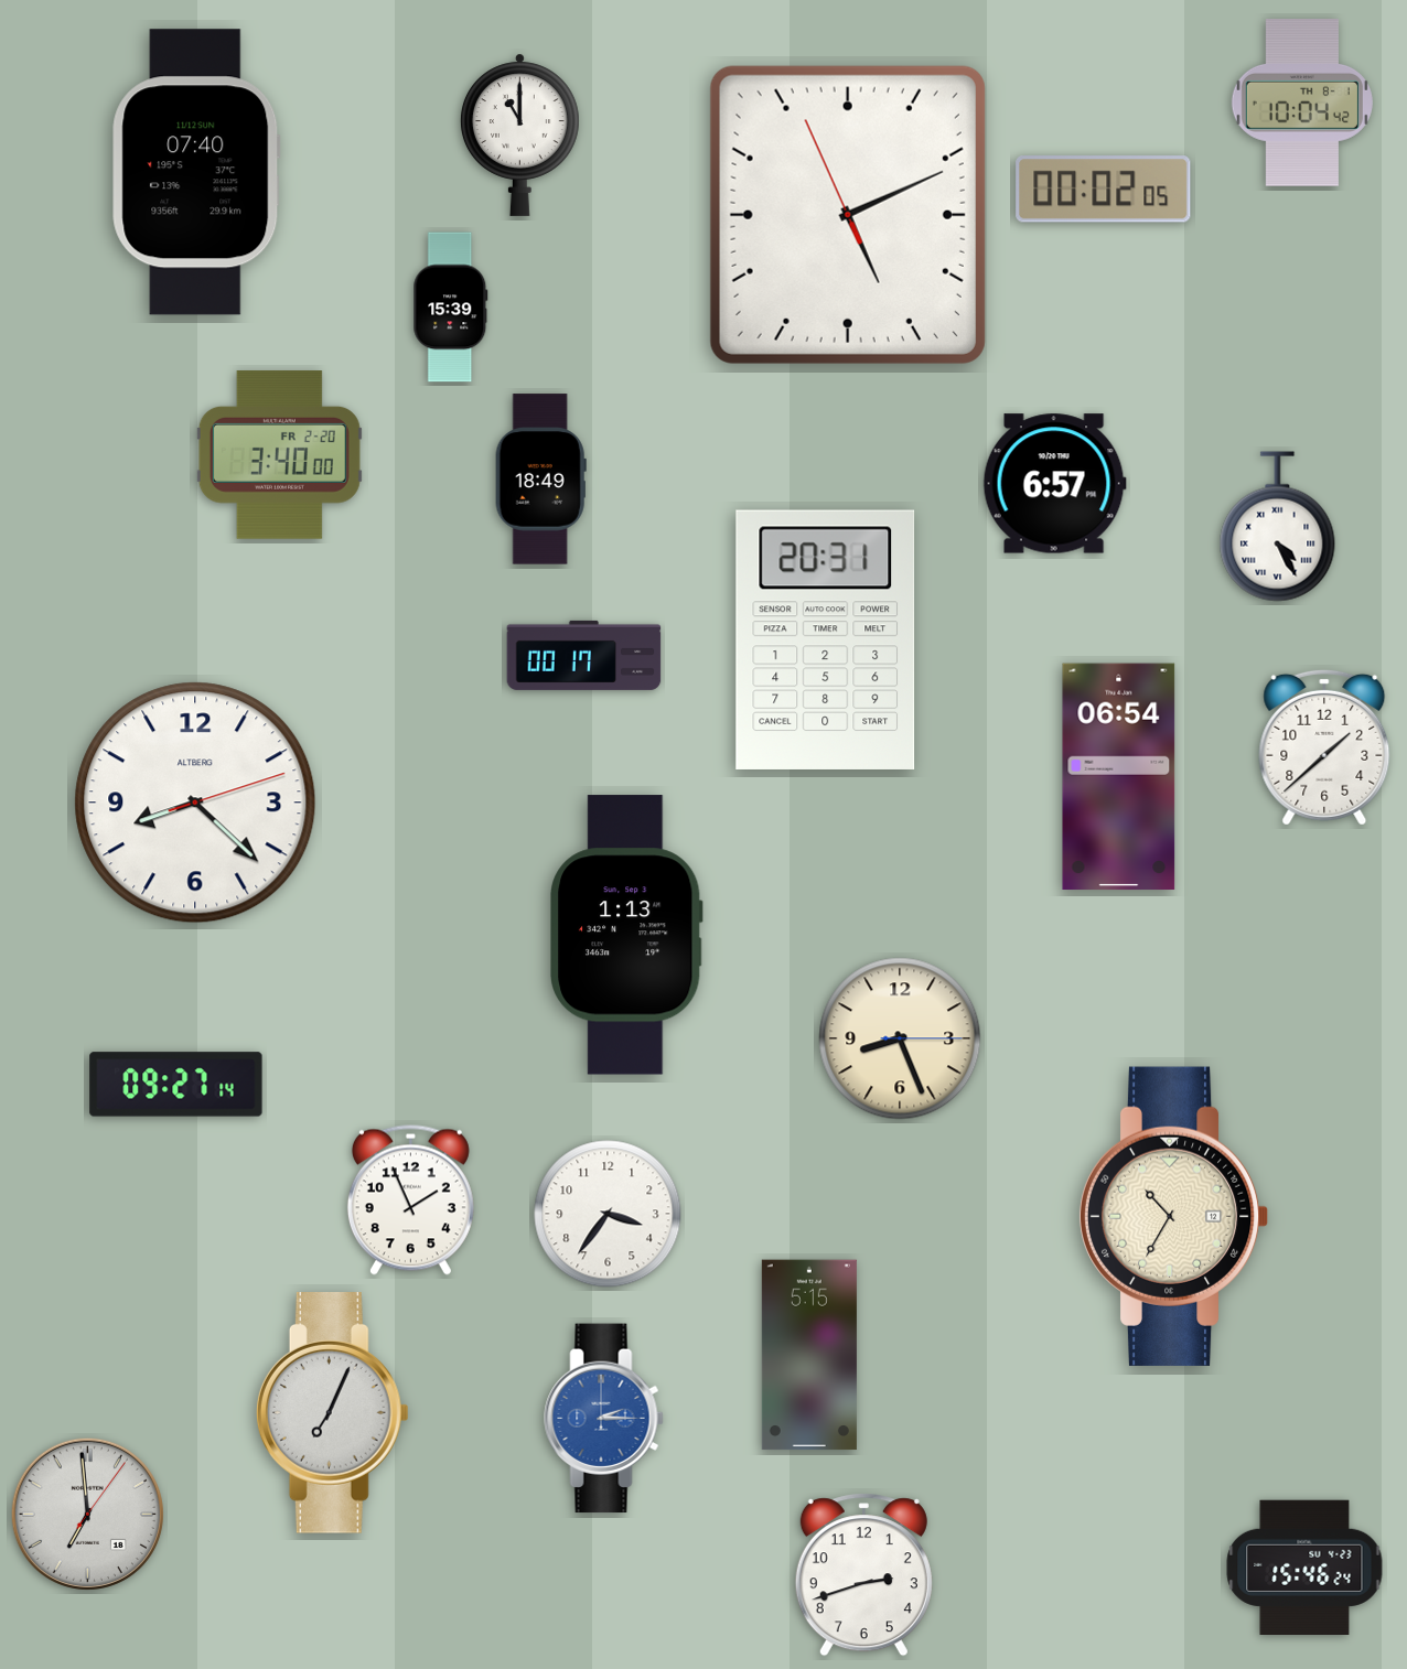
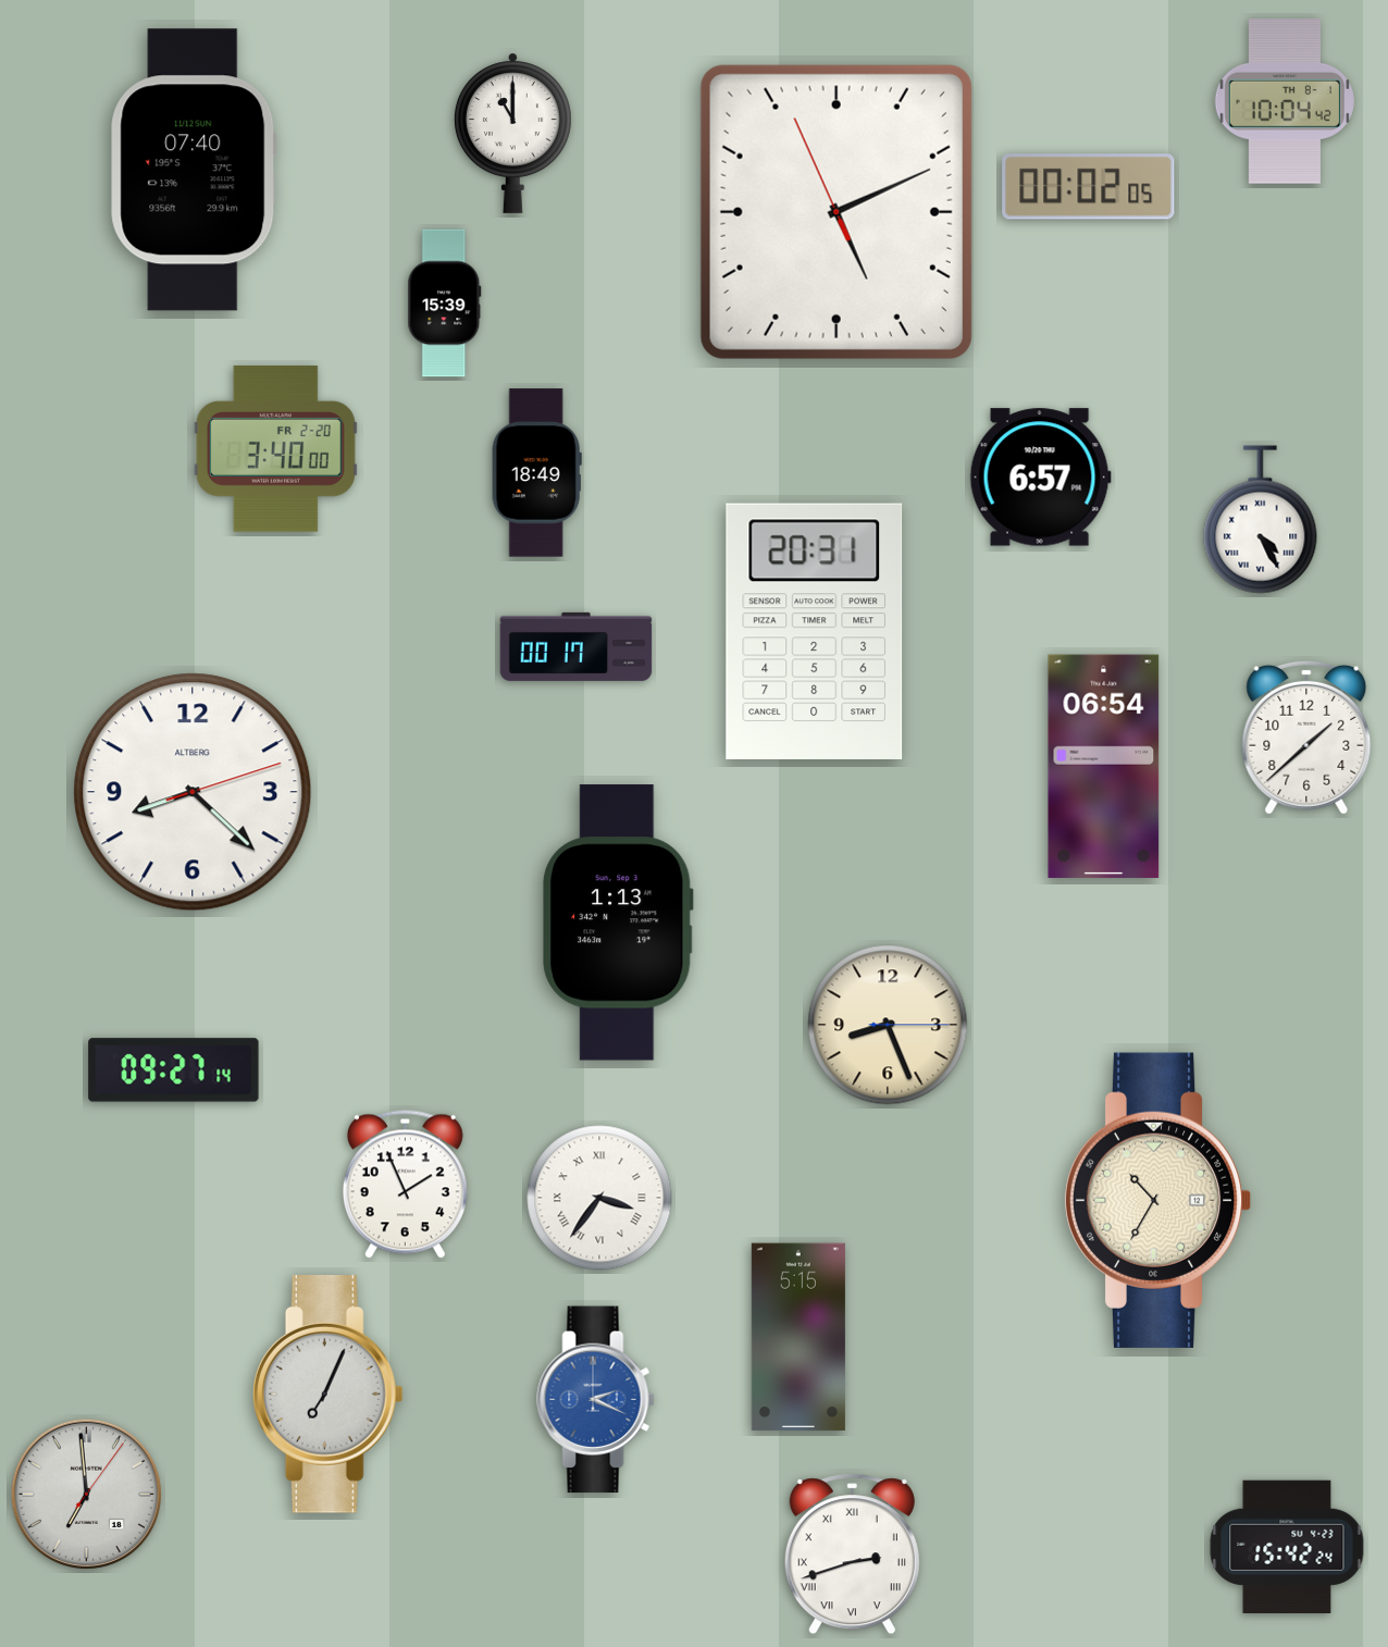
clock at (540, 480) position: (540, 480) -> (536, 473)
clock at (608, 1214) numerals: Arabic -> Roman
clock at (604, 1419): 2:15 -> 2:19
clock at (1304, 1566): 15:46 -> 15:42
clock at (863, 1575) numerals: Arabic -> Roman
